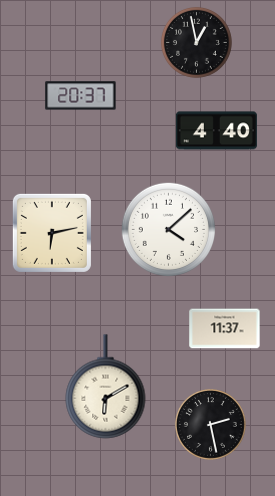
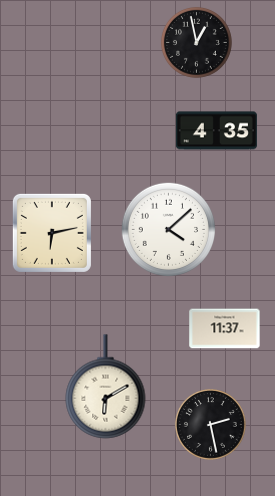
clock at (81, 96): 20:37 -> none
clock at (216, 131): 4:40 -> 4:35
